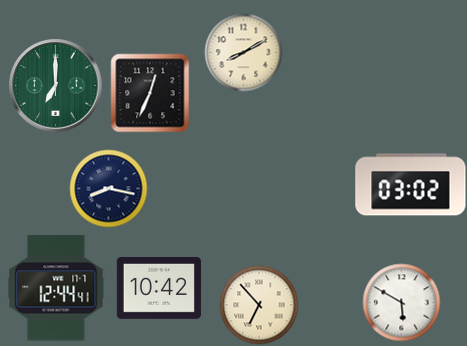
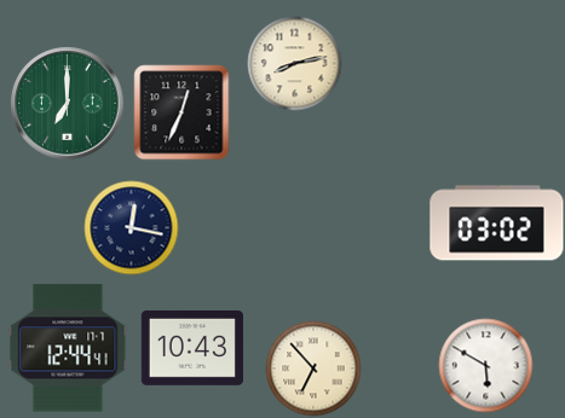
clock at (243, 52): 8:10 -> 8:13
clock at (108, 188): 8:17 -> 12:17
clock at (159, 288): 10:42 -> 10:43
